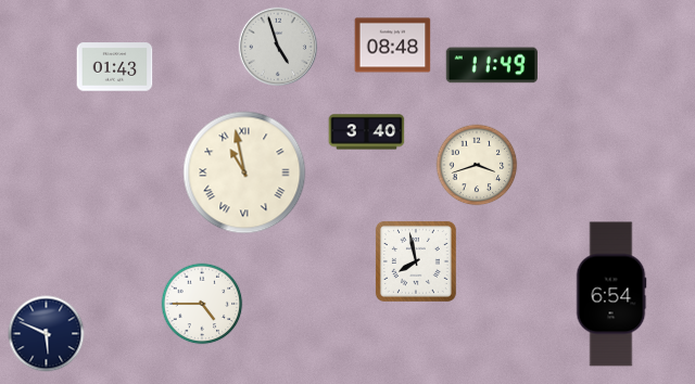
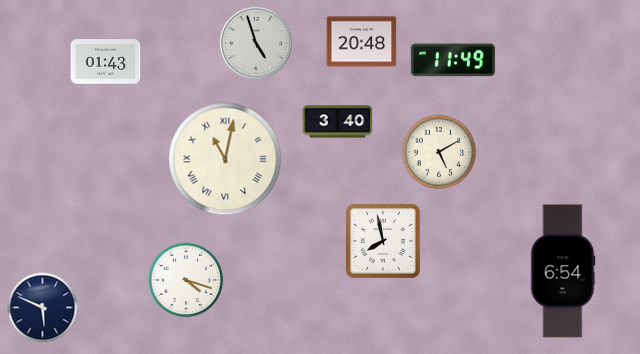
clock at (393, 46): 08:48 -> 20:48
clock at (477, 165): 3:42 -> 5:10
clock at (244, 172): 10:58 -> 11:02
clock at (202, 304): 4:45 -> 4:18
